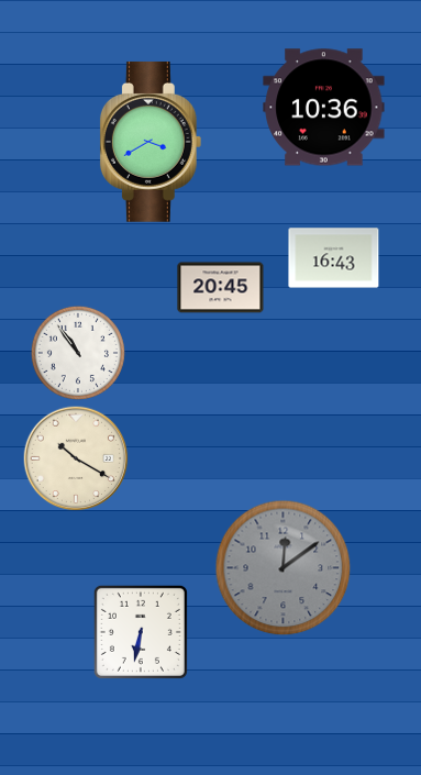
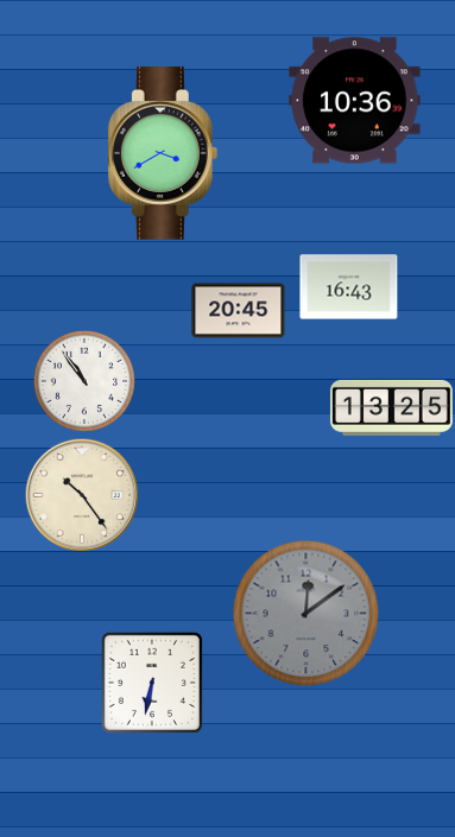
clock at (324, 108) position: (324, 108) -> (355, 101)
clock at (334, 258) position: (334, 258) -> (349, 287)
clock at (391, 407): none -> 13:25
clock at (76, 458): 10:20 -> 10:24
